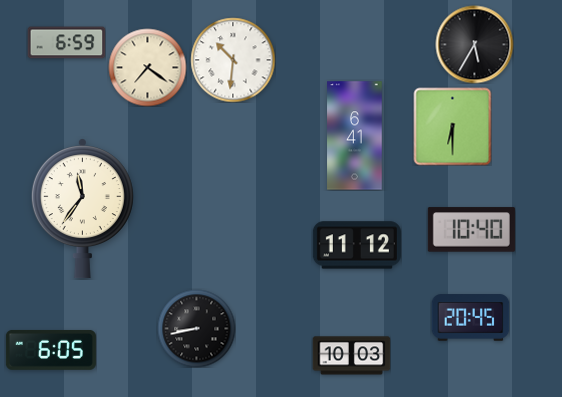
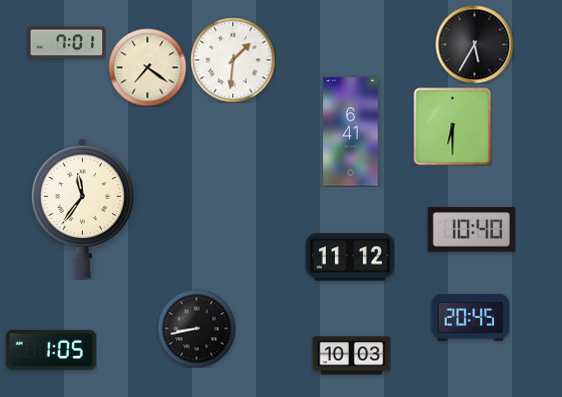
clock at (66, 43): 6:59 -> 7:01
clock at (233, 60): 10:31 -> 1:31
clock at (355, 136) position: (355, 136) -> (351, 132)
clock at (357, 245) position: (357, 245) -> (350, 257)
clock at (51, 350): 6:05 -> 1:05
